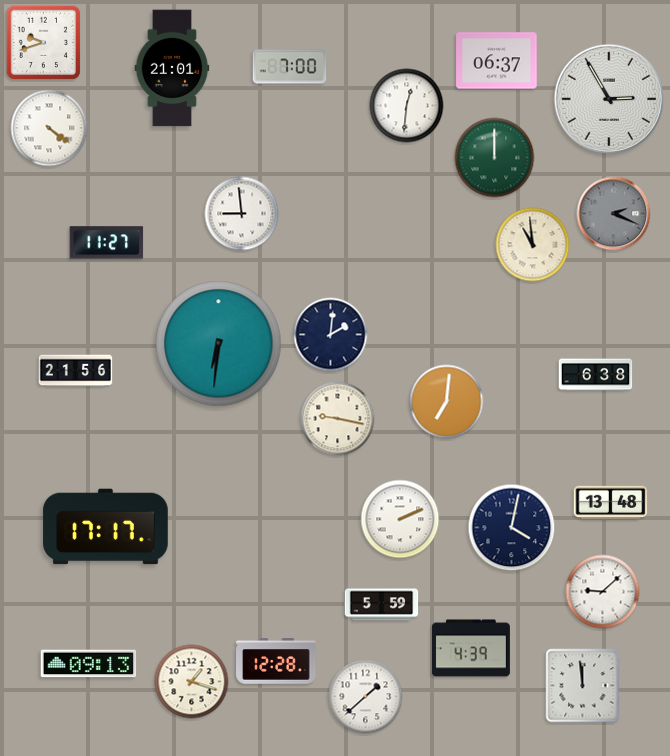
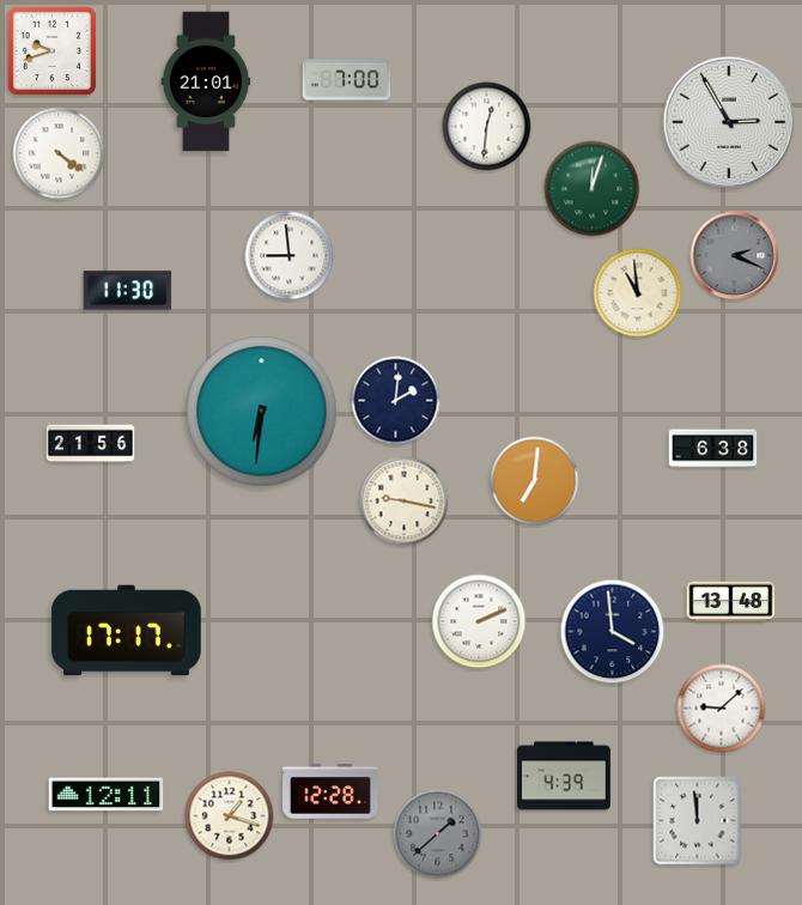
clock at (497, 61): 06:37 -> none
clock at (609, 99) position: (609, 99) -> (729, 122)
clock at (495, 158): 12:00 -> 12:03
clock at (107, 243): 11:27 -> 11:30
clock at (512, 528): 4:02 -> 3:59
clock at (382, 605): 5:59 -> none
clock at (89, 664): 09:13 -> 12:11
clock at (366, 697) dial: white -> grey
